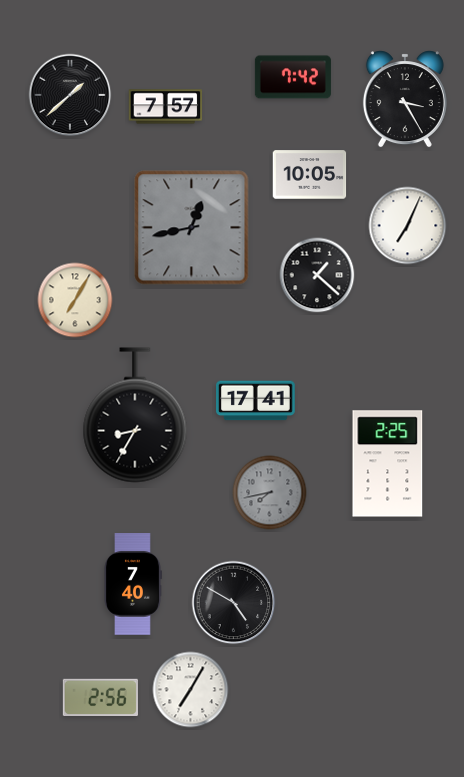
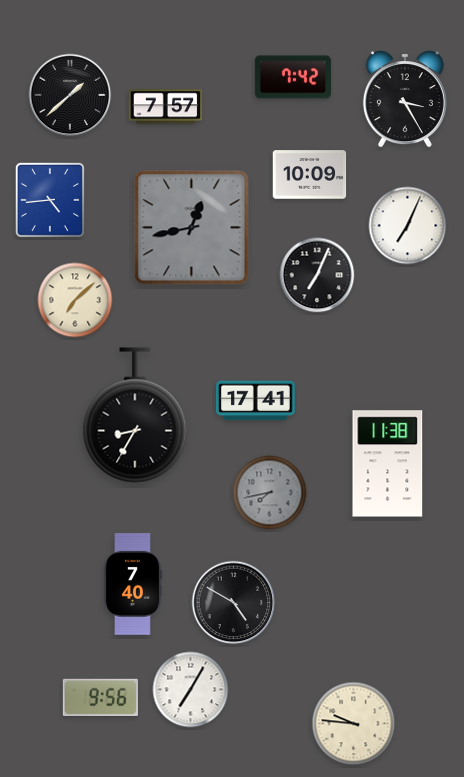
clock at (310, 175): 10:05 -> 10:09
clock at (50, 200): none -> 4:44
clock at (317, 275): 1:22 -> 7:04
clock at (75, 300): 7:05 -> 7:08
clock at (388, 464): 2:25 -> 11:38
clock at (100, 697): 2:56 -> 9:56
clock at (354, 724): none -> 9:46
